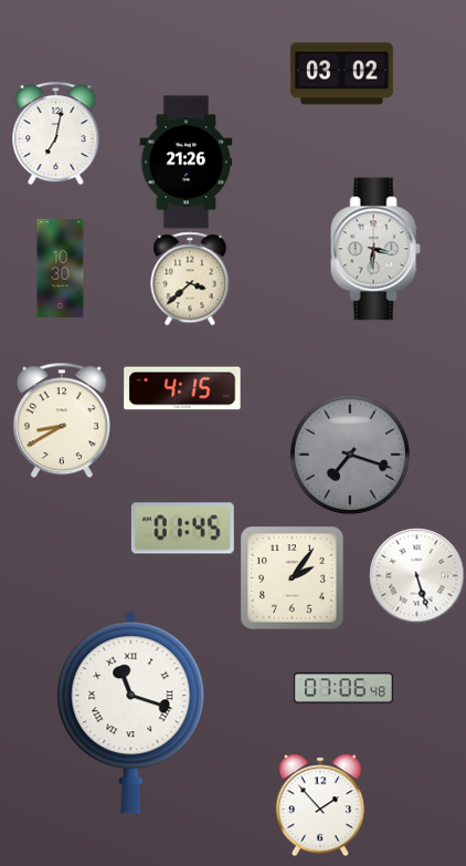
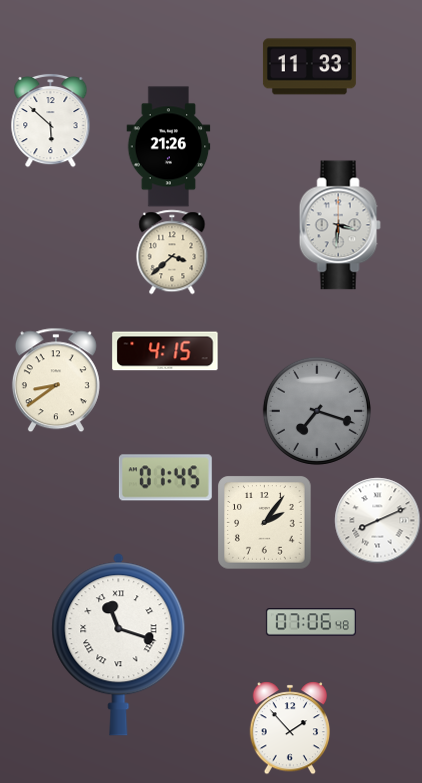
clock at (341, 74): 03:02 -> 11:33
clock at (56, 133): 7:02 -> 5:52
clock at (61, 268): 10:30 -> none
clock at (62, 420): 8:40 -> 8:39
clock at (416, 575): 5:27 -> 8:11
